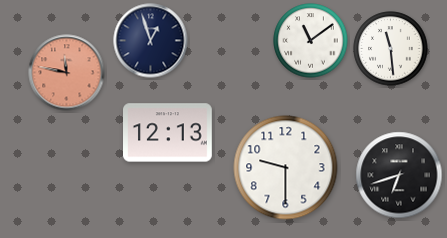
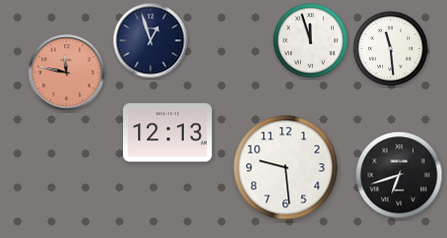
clock at (311, 41): 11:09 -> 11:57
clock at (286, 168): 9:30 -> 9:29
